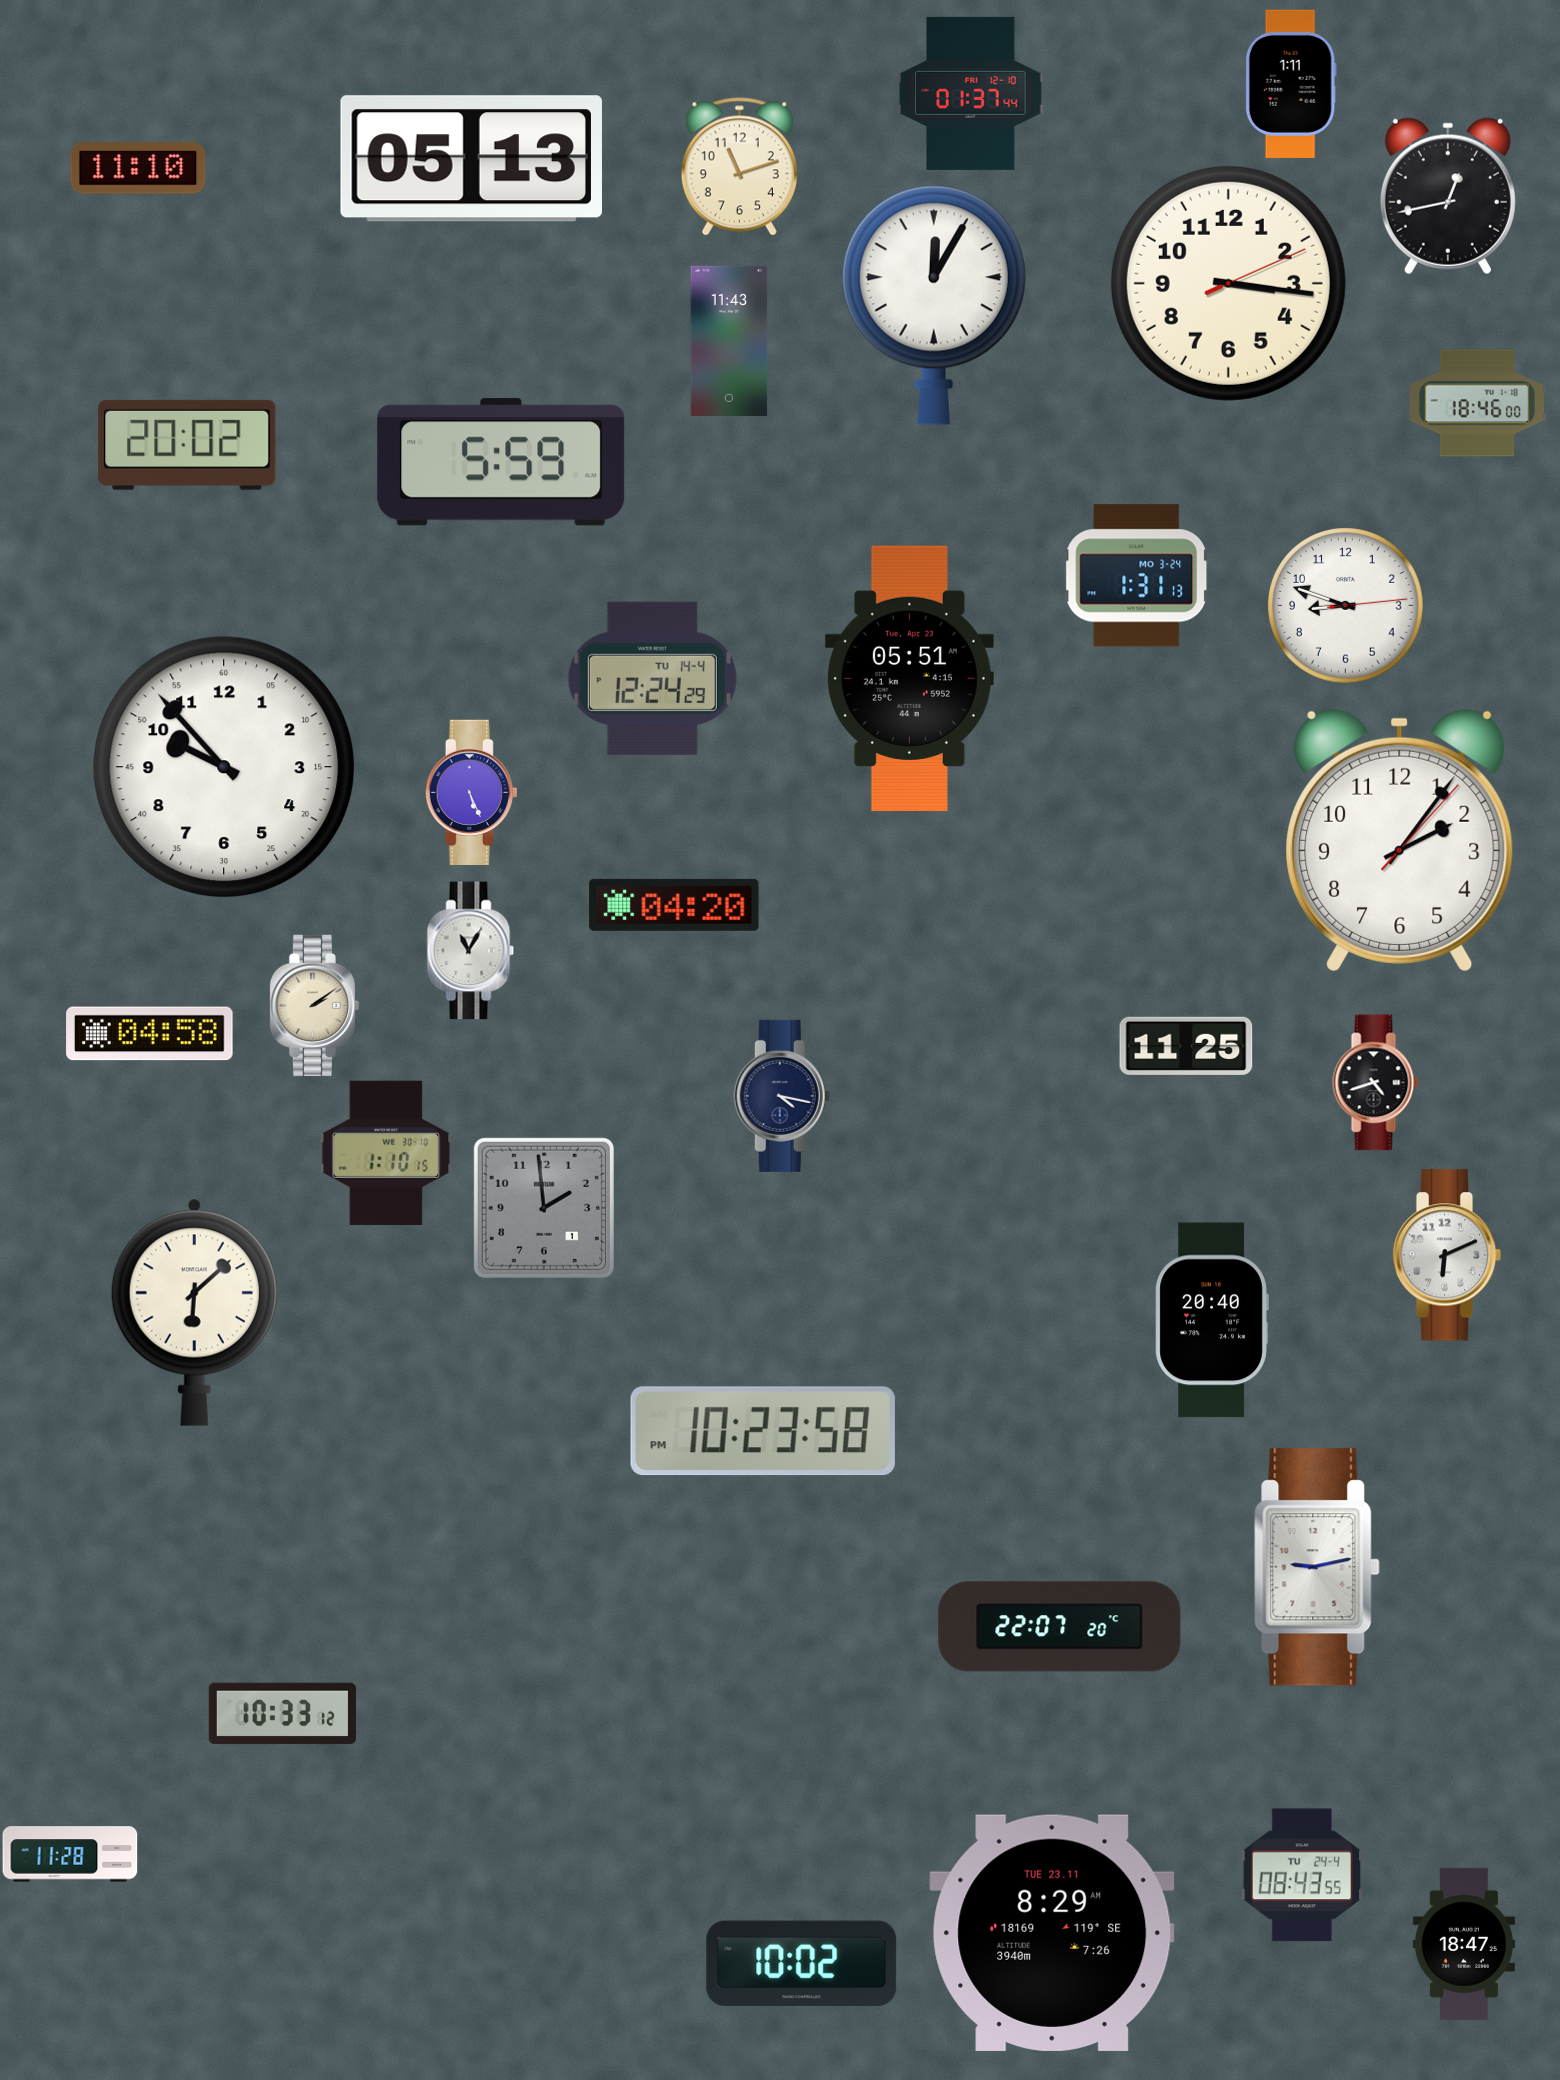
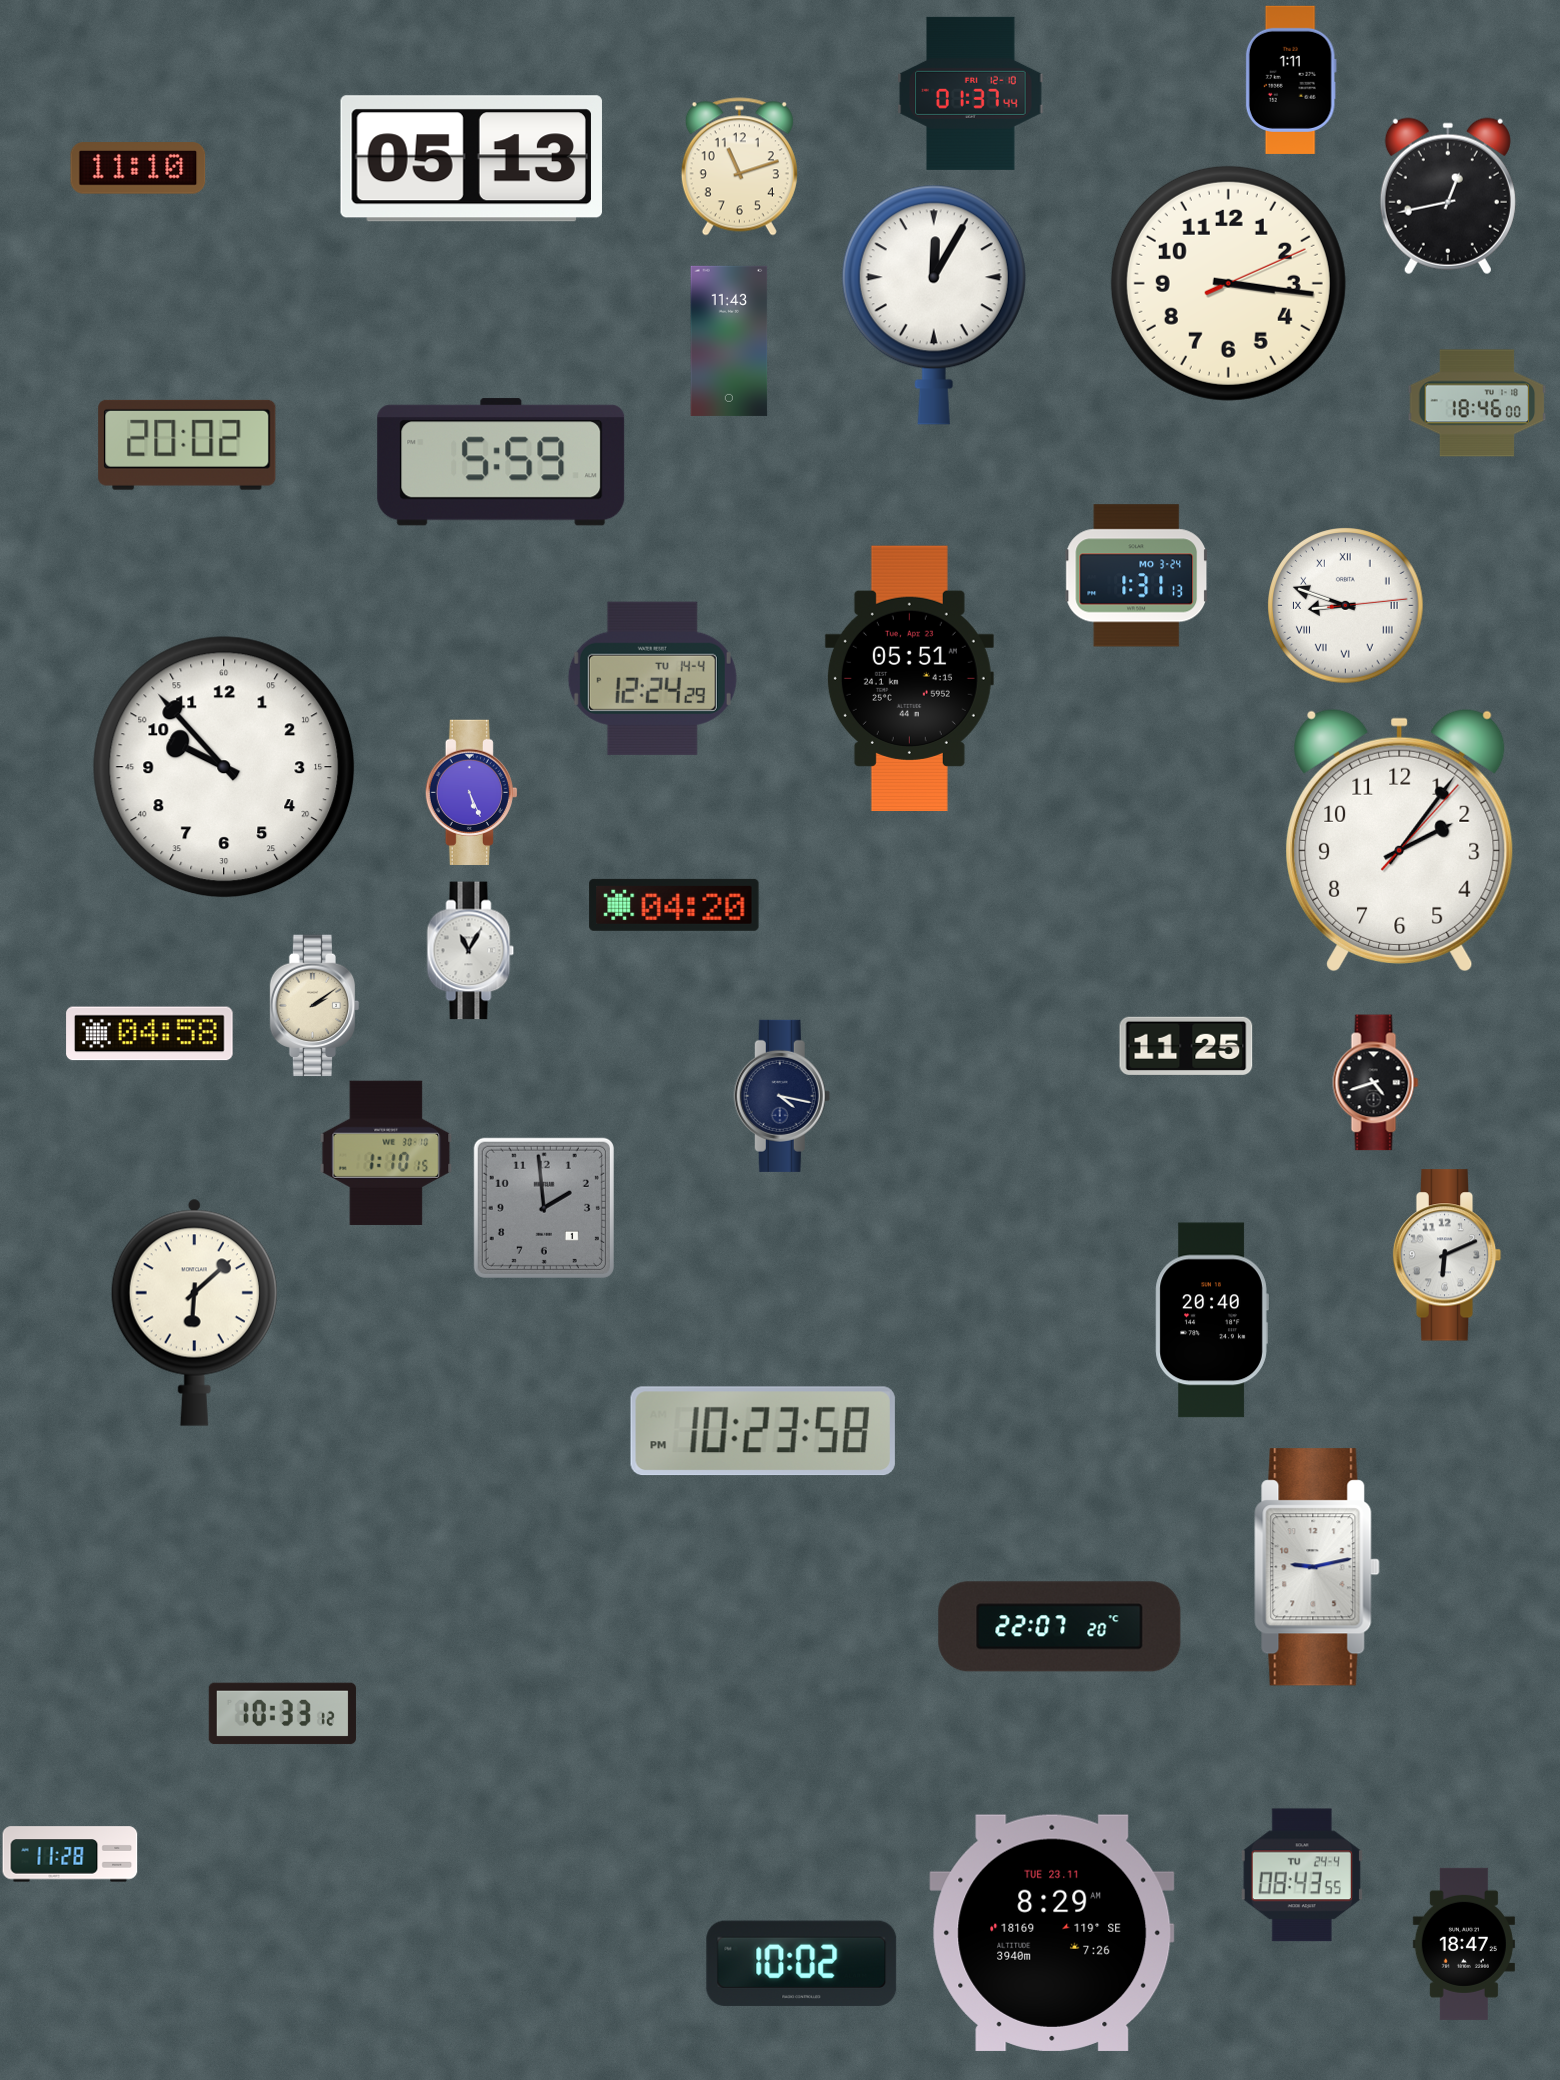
clock at (1291, 84) position: (1291, 84) -> (1291, 80)
clock at (1346, 606) numerals: Arabic -> Roman
